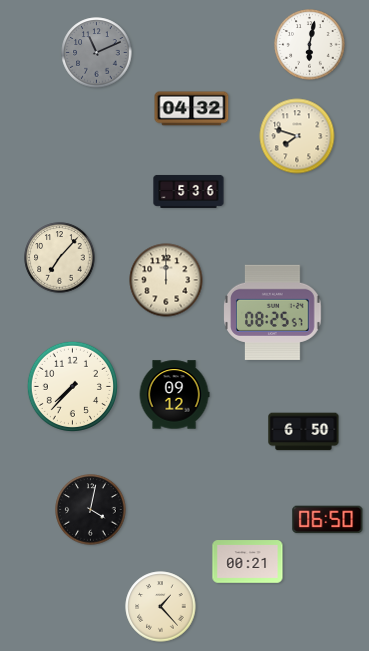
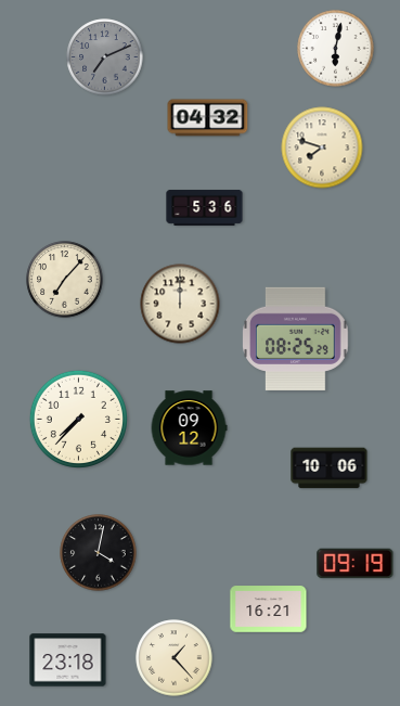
clock at (97, 53): 11:11 -> 7:11
clock at (273, 312): 08:25:57 -> 08:25:29
clock at (304, 432): 6:50 -> 10:06
clock at (328, 520): 06:50 -> 09:19
clock at (248, 562): 00:21 -> 16:21
clock at (68, 660): none -> 23:18
